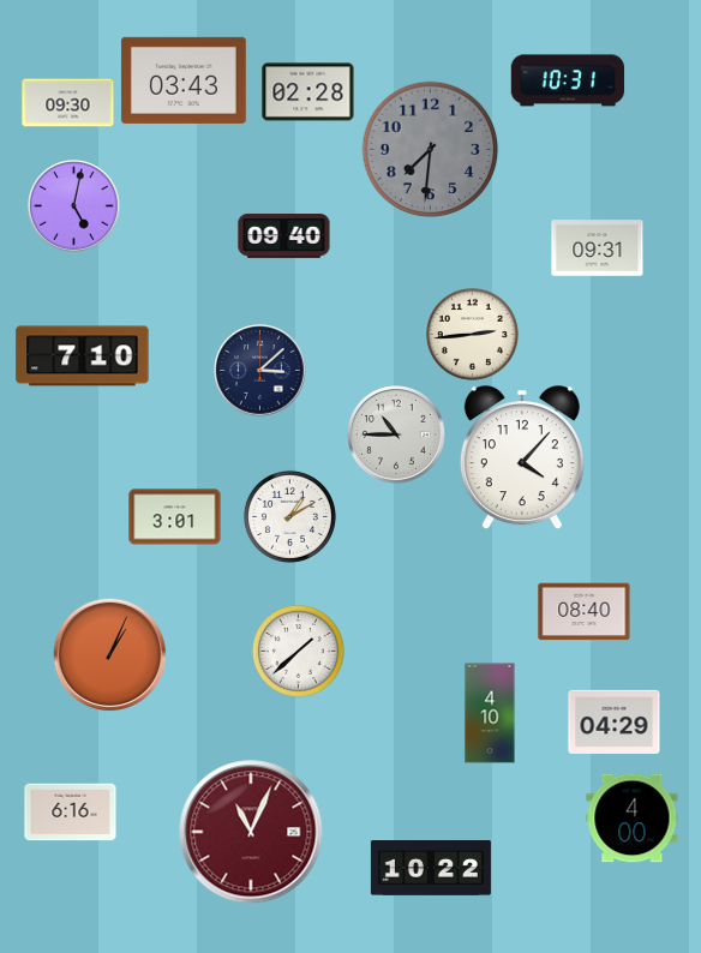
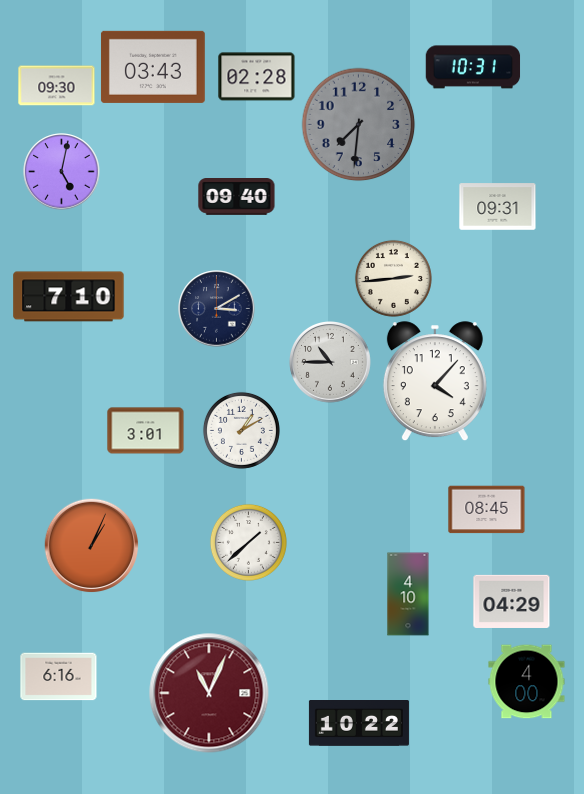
clock at (260, 371): 3:08 -> 3:10
clock at (585, 612): 08:40 -> 08:45
